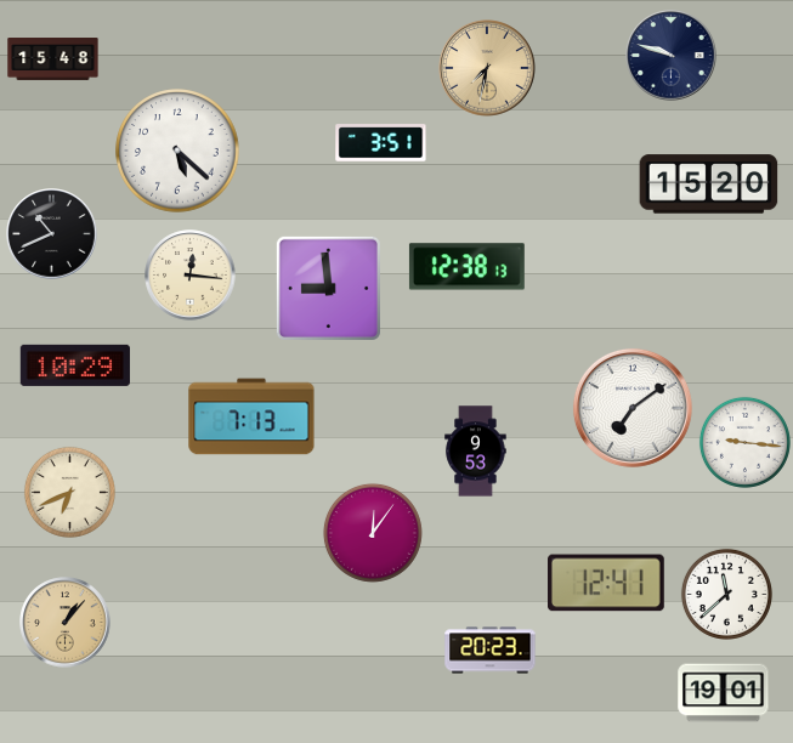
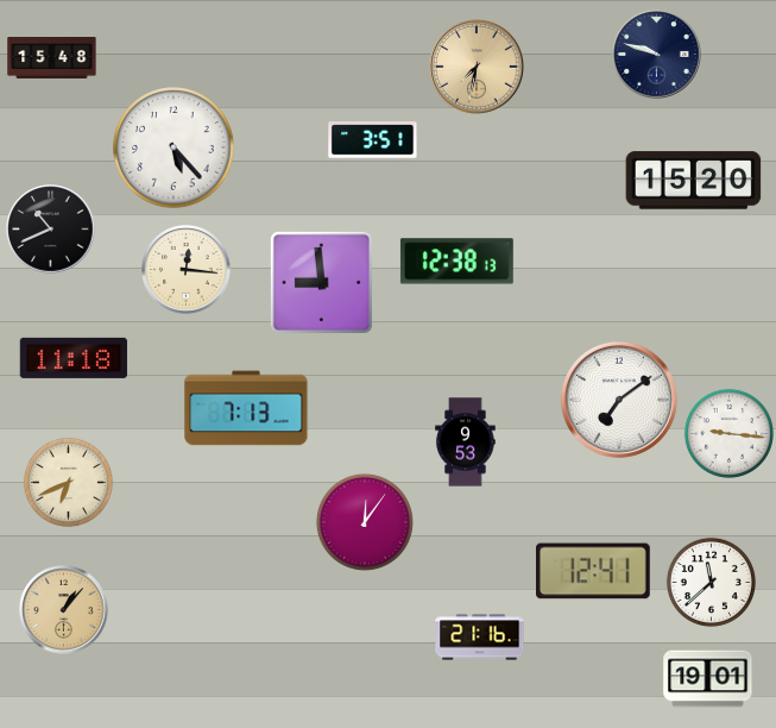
clock at (177, 151): 5:22 -> 5:23
clock at (75, 365): 10:29 -> 11:18
clock at (491, 651): 20:23 -> 21:16
